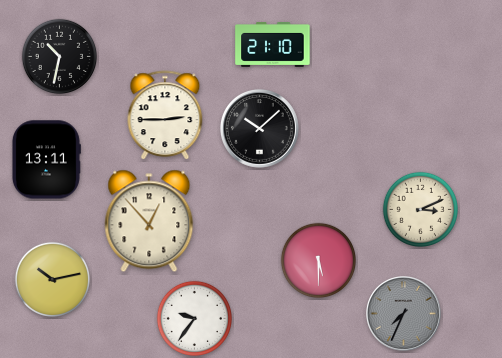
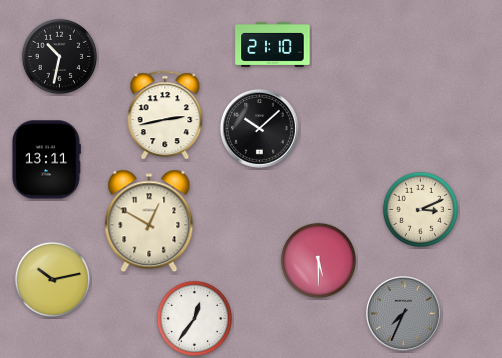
clock at (165, 116): 2:45 -> 2:43
clock at (149, 221): 12:53 -> 12:50
clock at (194, 318): 9:36 -> 12:36
